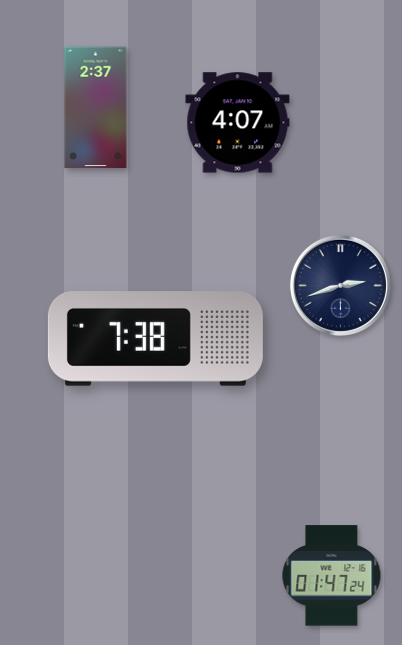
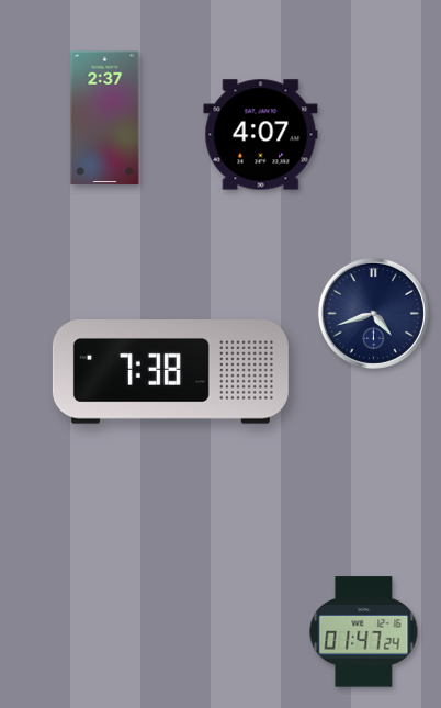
clock at (340, 285): 2:42 -> 4:42
